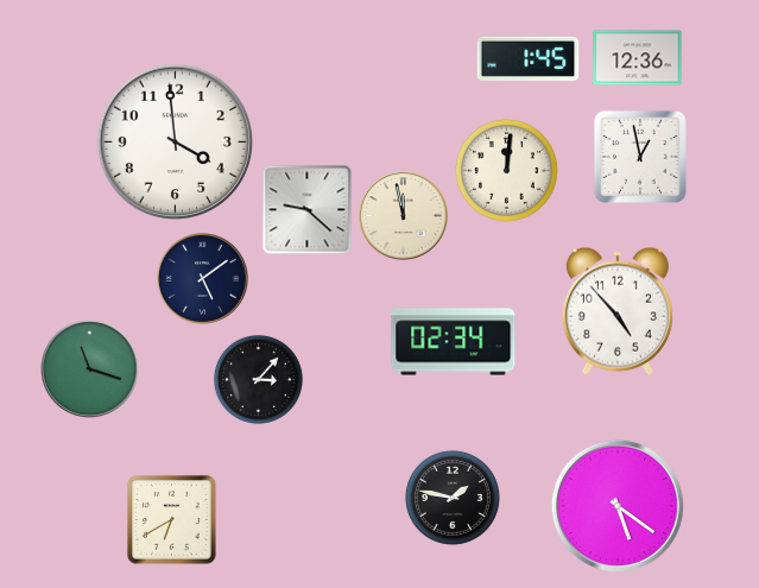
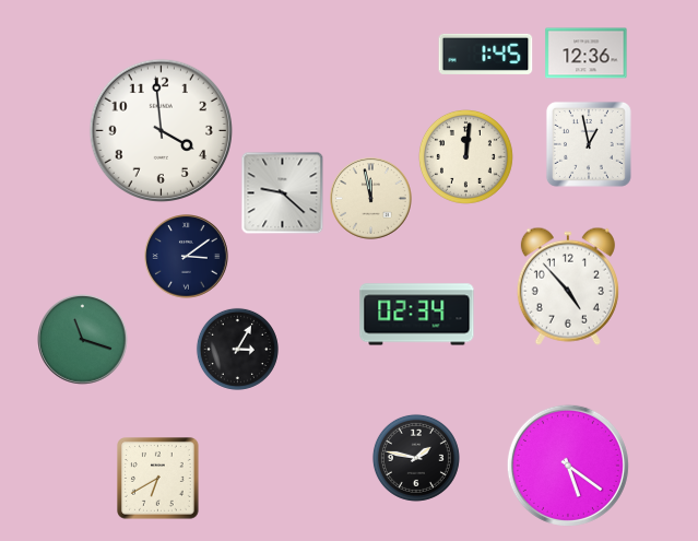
clock at (203, 279): 5:09 -> 3:09
clock at (258, 379): 3:07 -> 3:05
